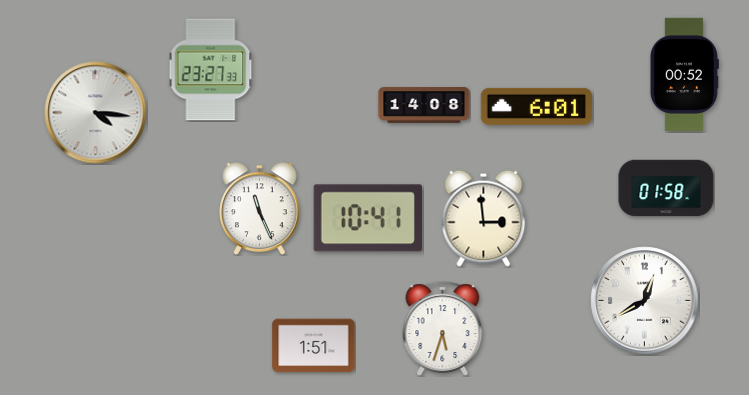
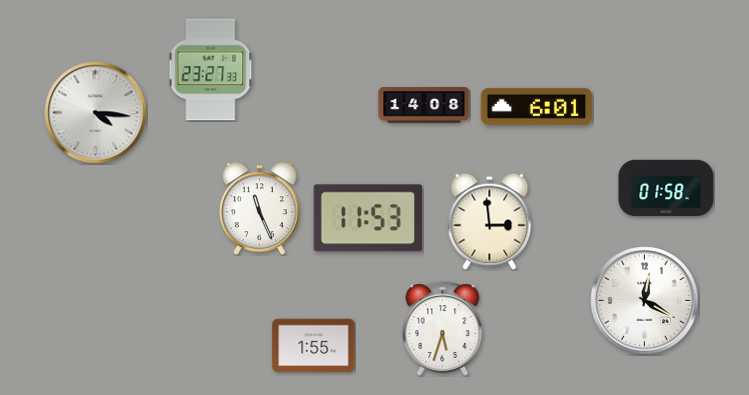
clock at (684, 74): 00:52 -> none
clock at (367, 218): 10:41 -> 11:53
clock at (484, 218) position: (484, 218) -> (490, 221)
clock at (645, 301): 12:40 -> 12:20
clock at (314, 346): 1:51 -> 1:55
